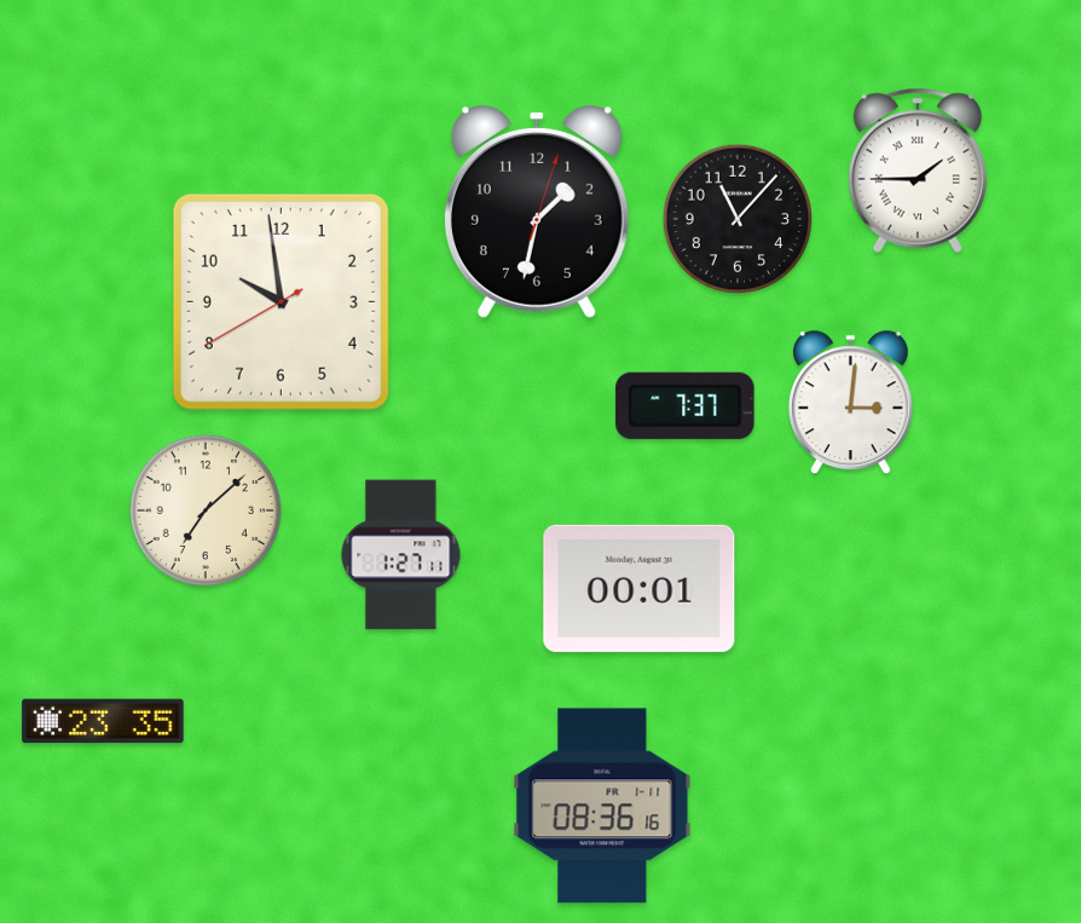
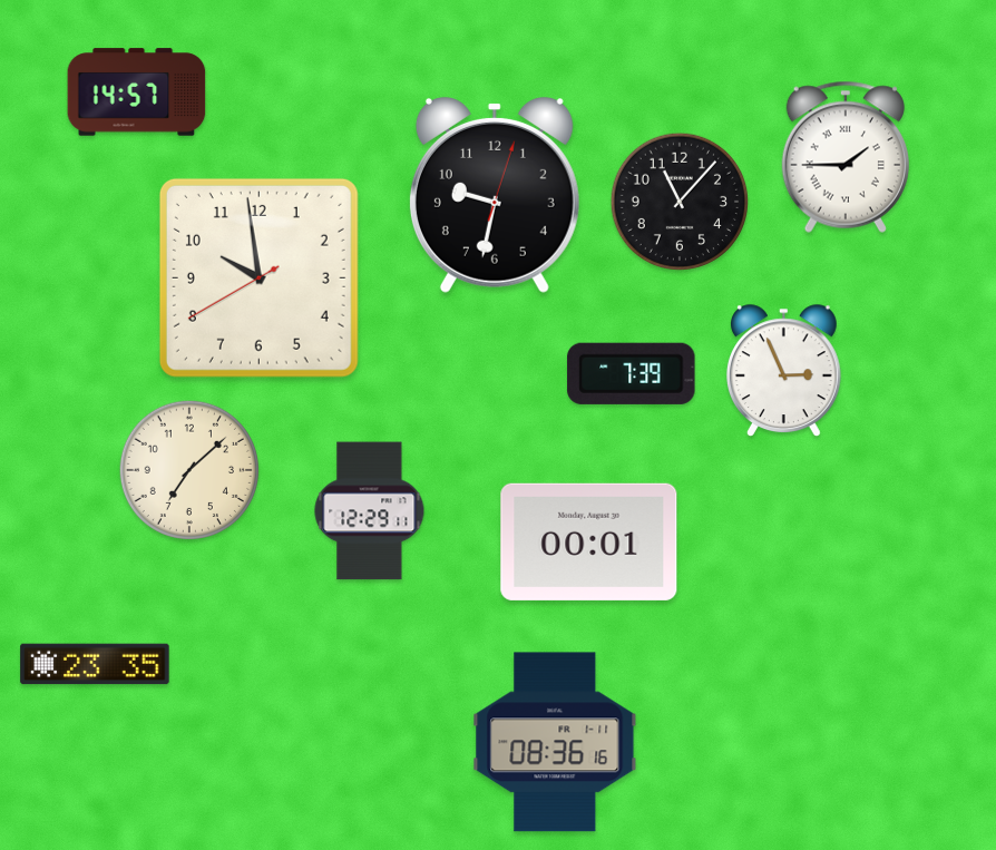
clock at (137, 92): none -> 14:57
clock at (537, 212): 1:32 -> 9:32
clock at (850, 402): 3:01 -> 2:56
clock at (686, 405): 7:37 -> 7:39
clock at (401, 555): 1:27 -> 12:29
